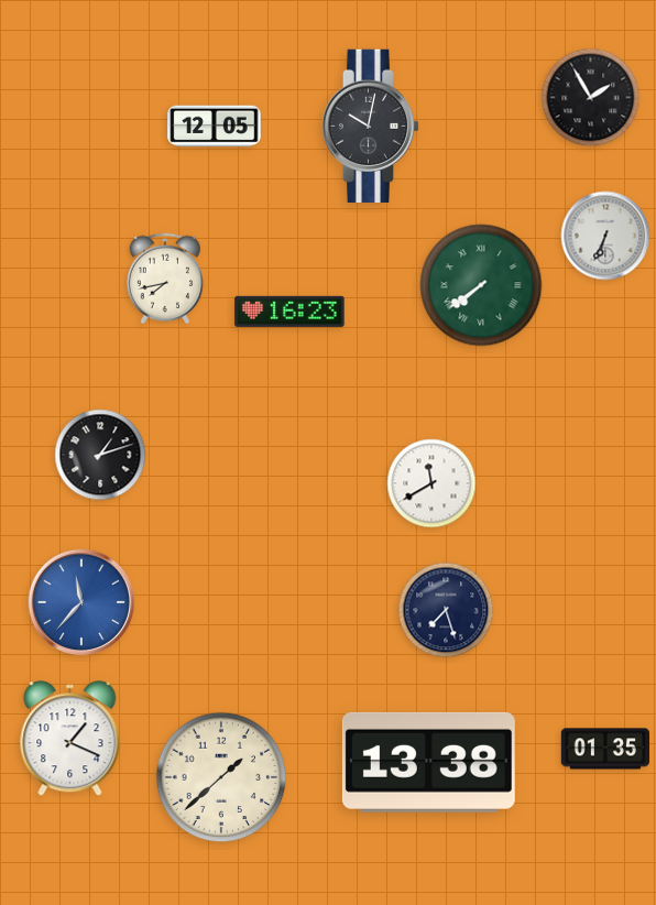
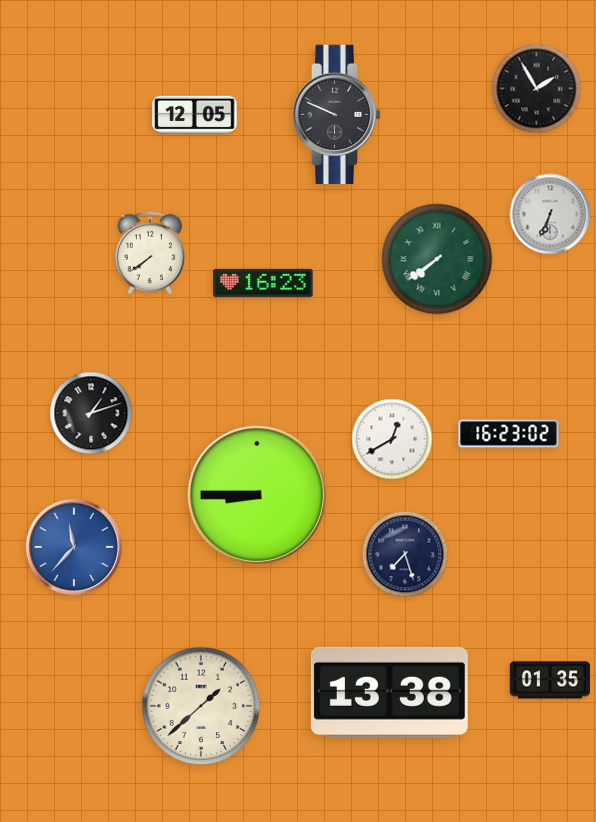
clock at (371, 126): 10:02 -> 9:49
clock at (165, 277): 7:43 -> 7:39
clock at (509, 434): none -> 16:23
clock at (431, 483): 11:40 -> 12:40
clock at (257, 495): none -> 8:45
clock at (70, 739): 1:19 -> none
